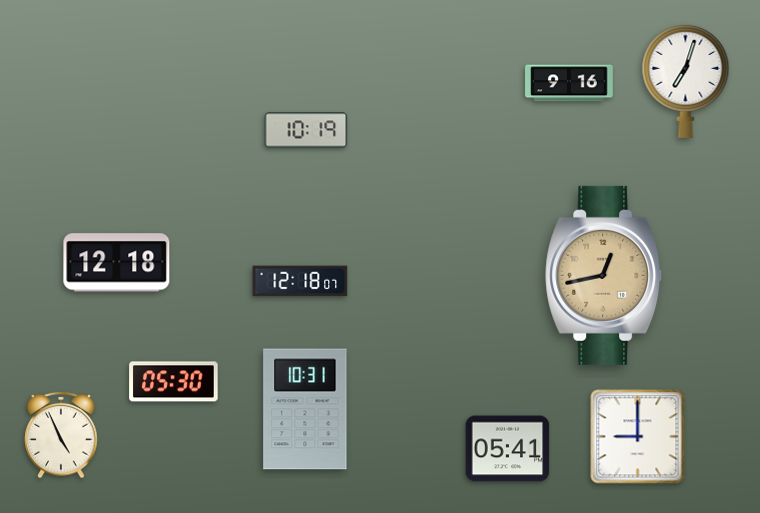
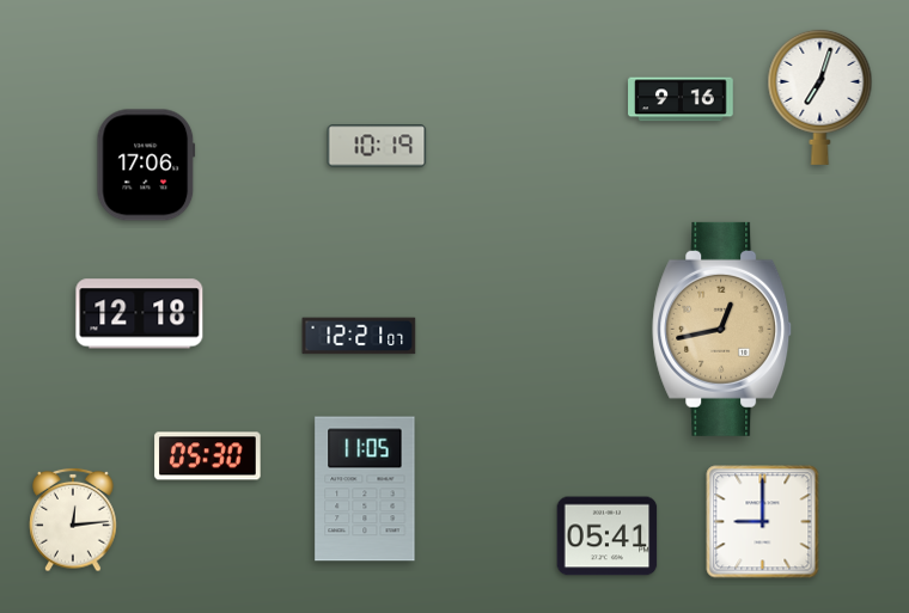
clock at (306, 130) position: (306, 130) -> (377, 146)
clock at (146, 165): none -> 17:06
clock at (300, 281): 12:18 -> 12:21
clock at (305, 409): 10:31 -> 11:05
clock at (61, 435): 4:56 -> 12:14
